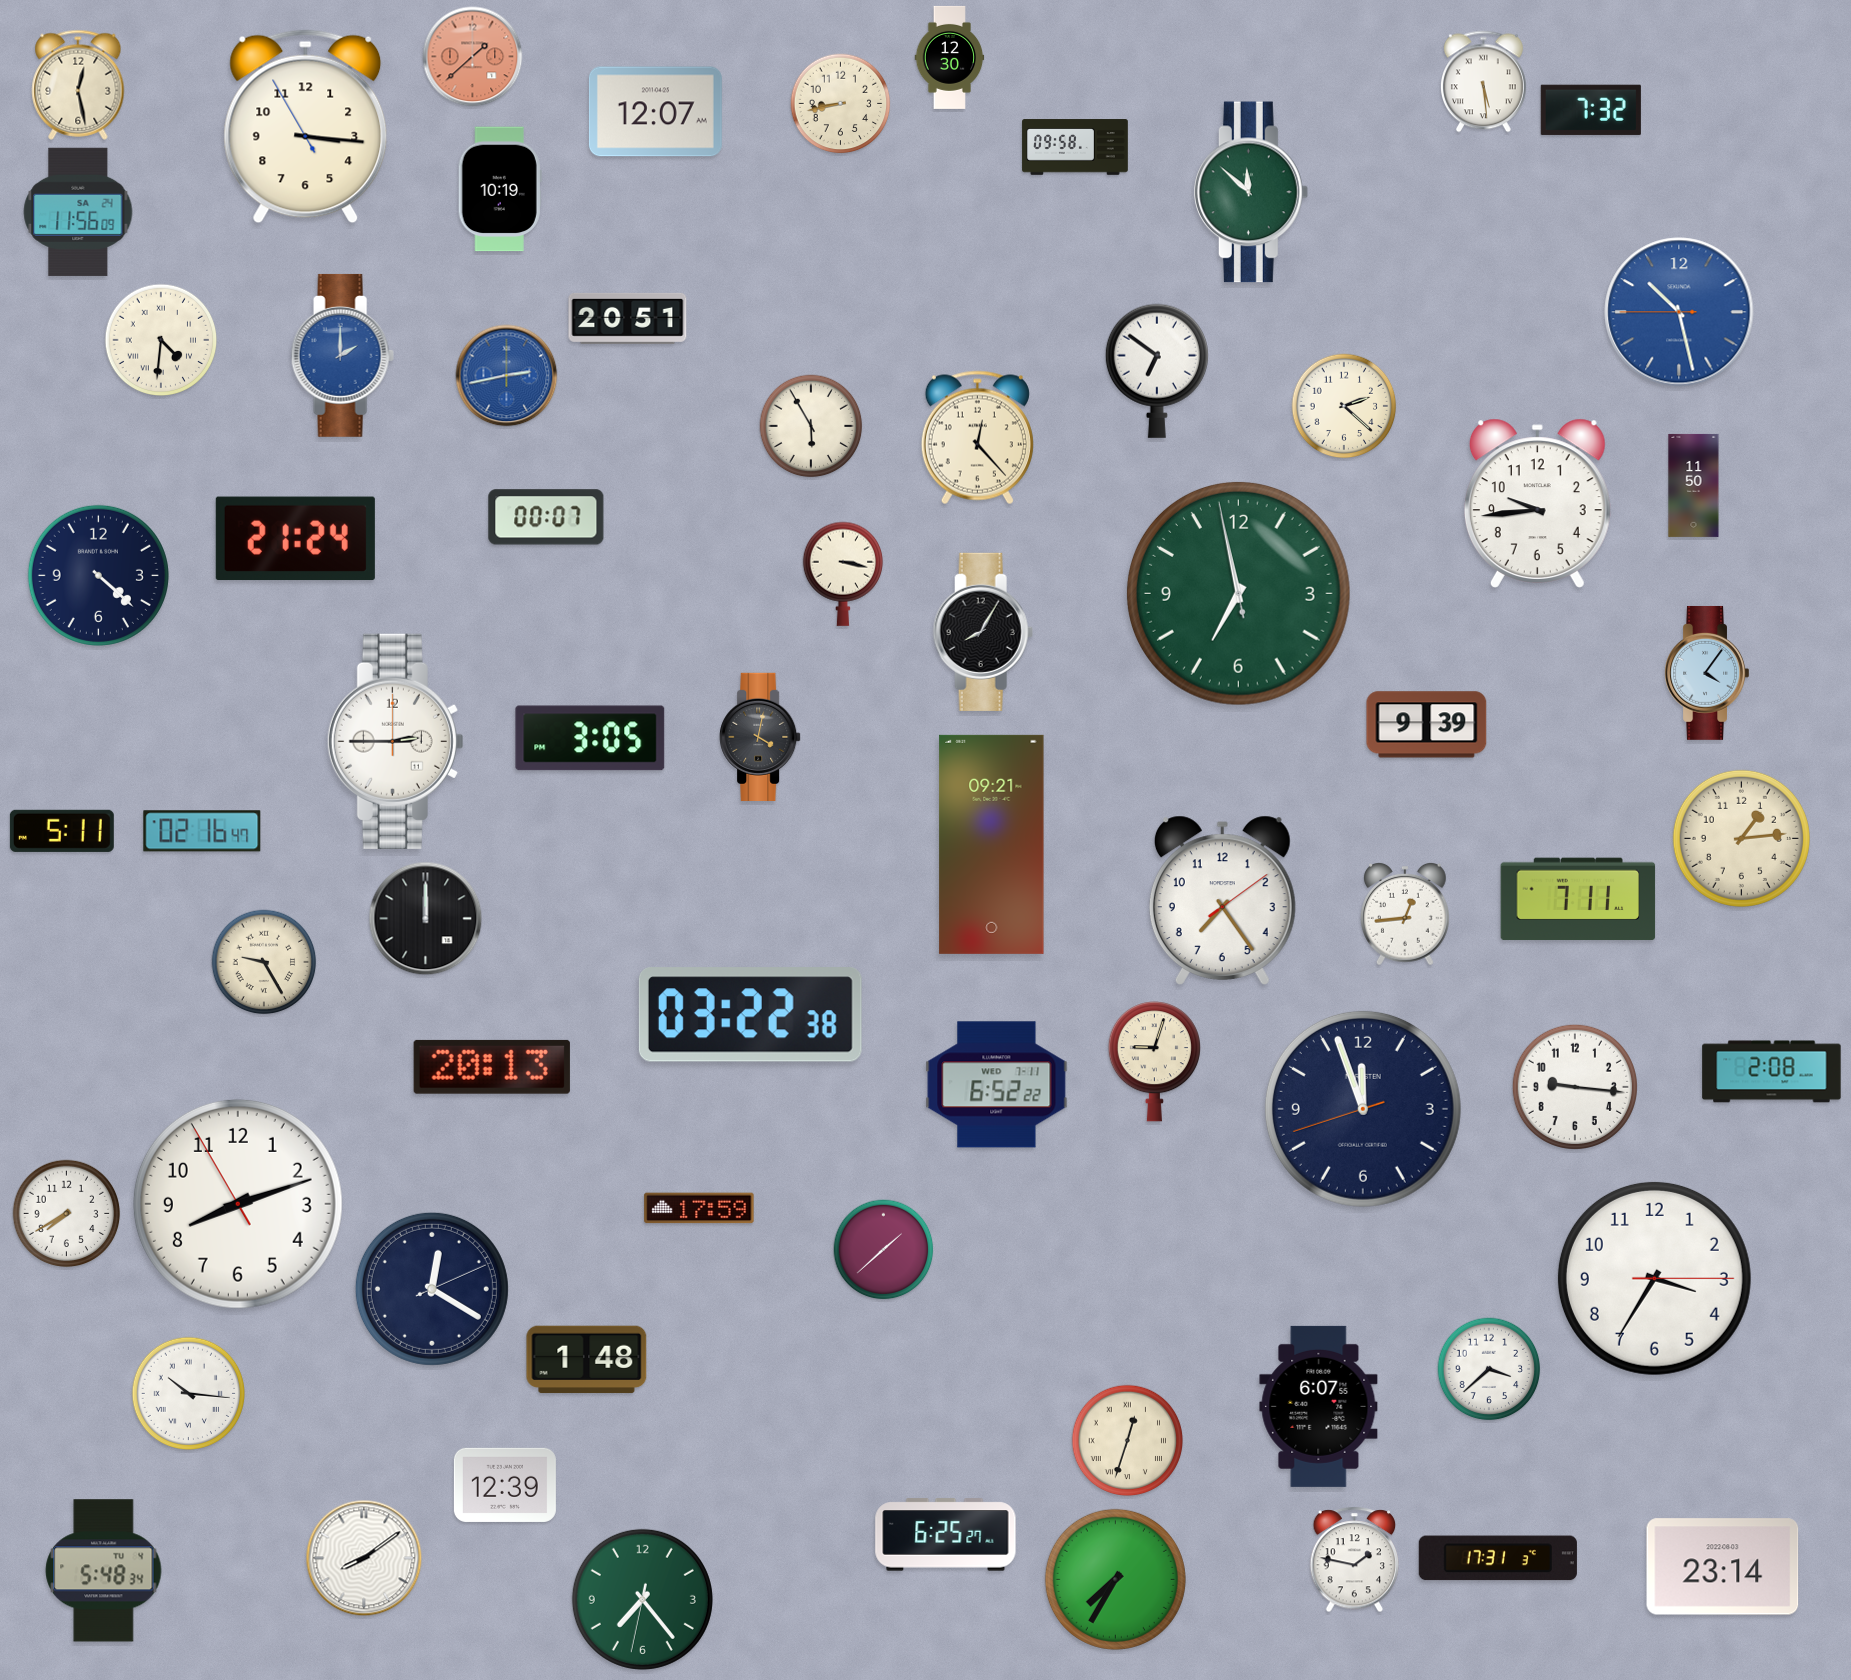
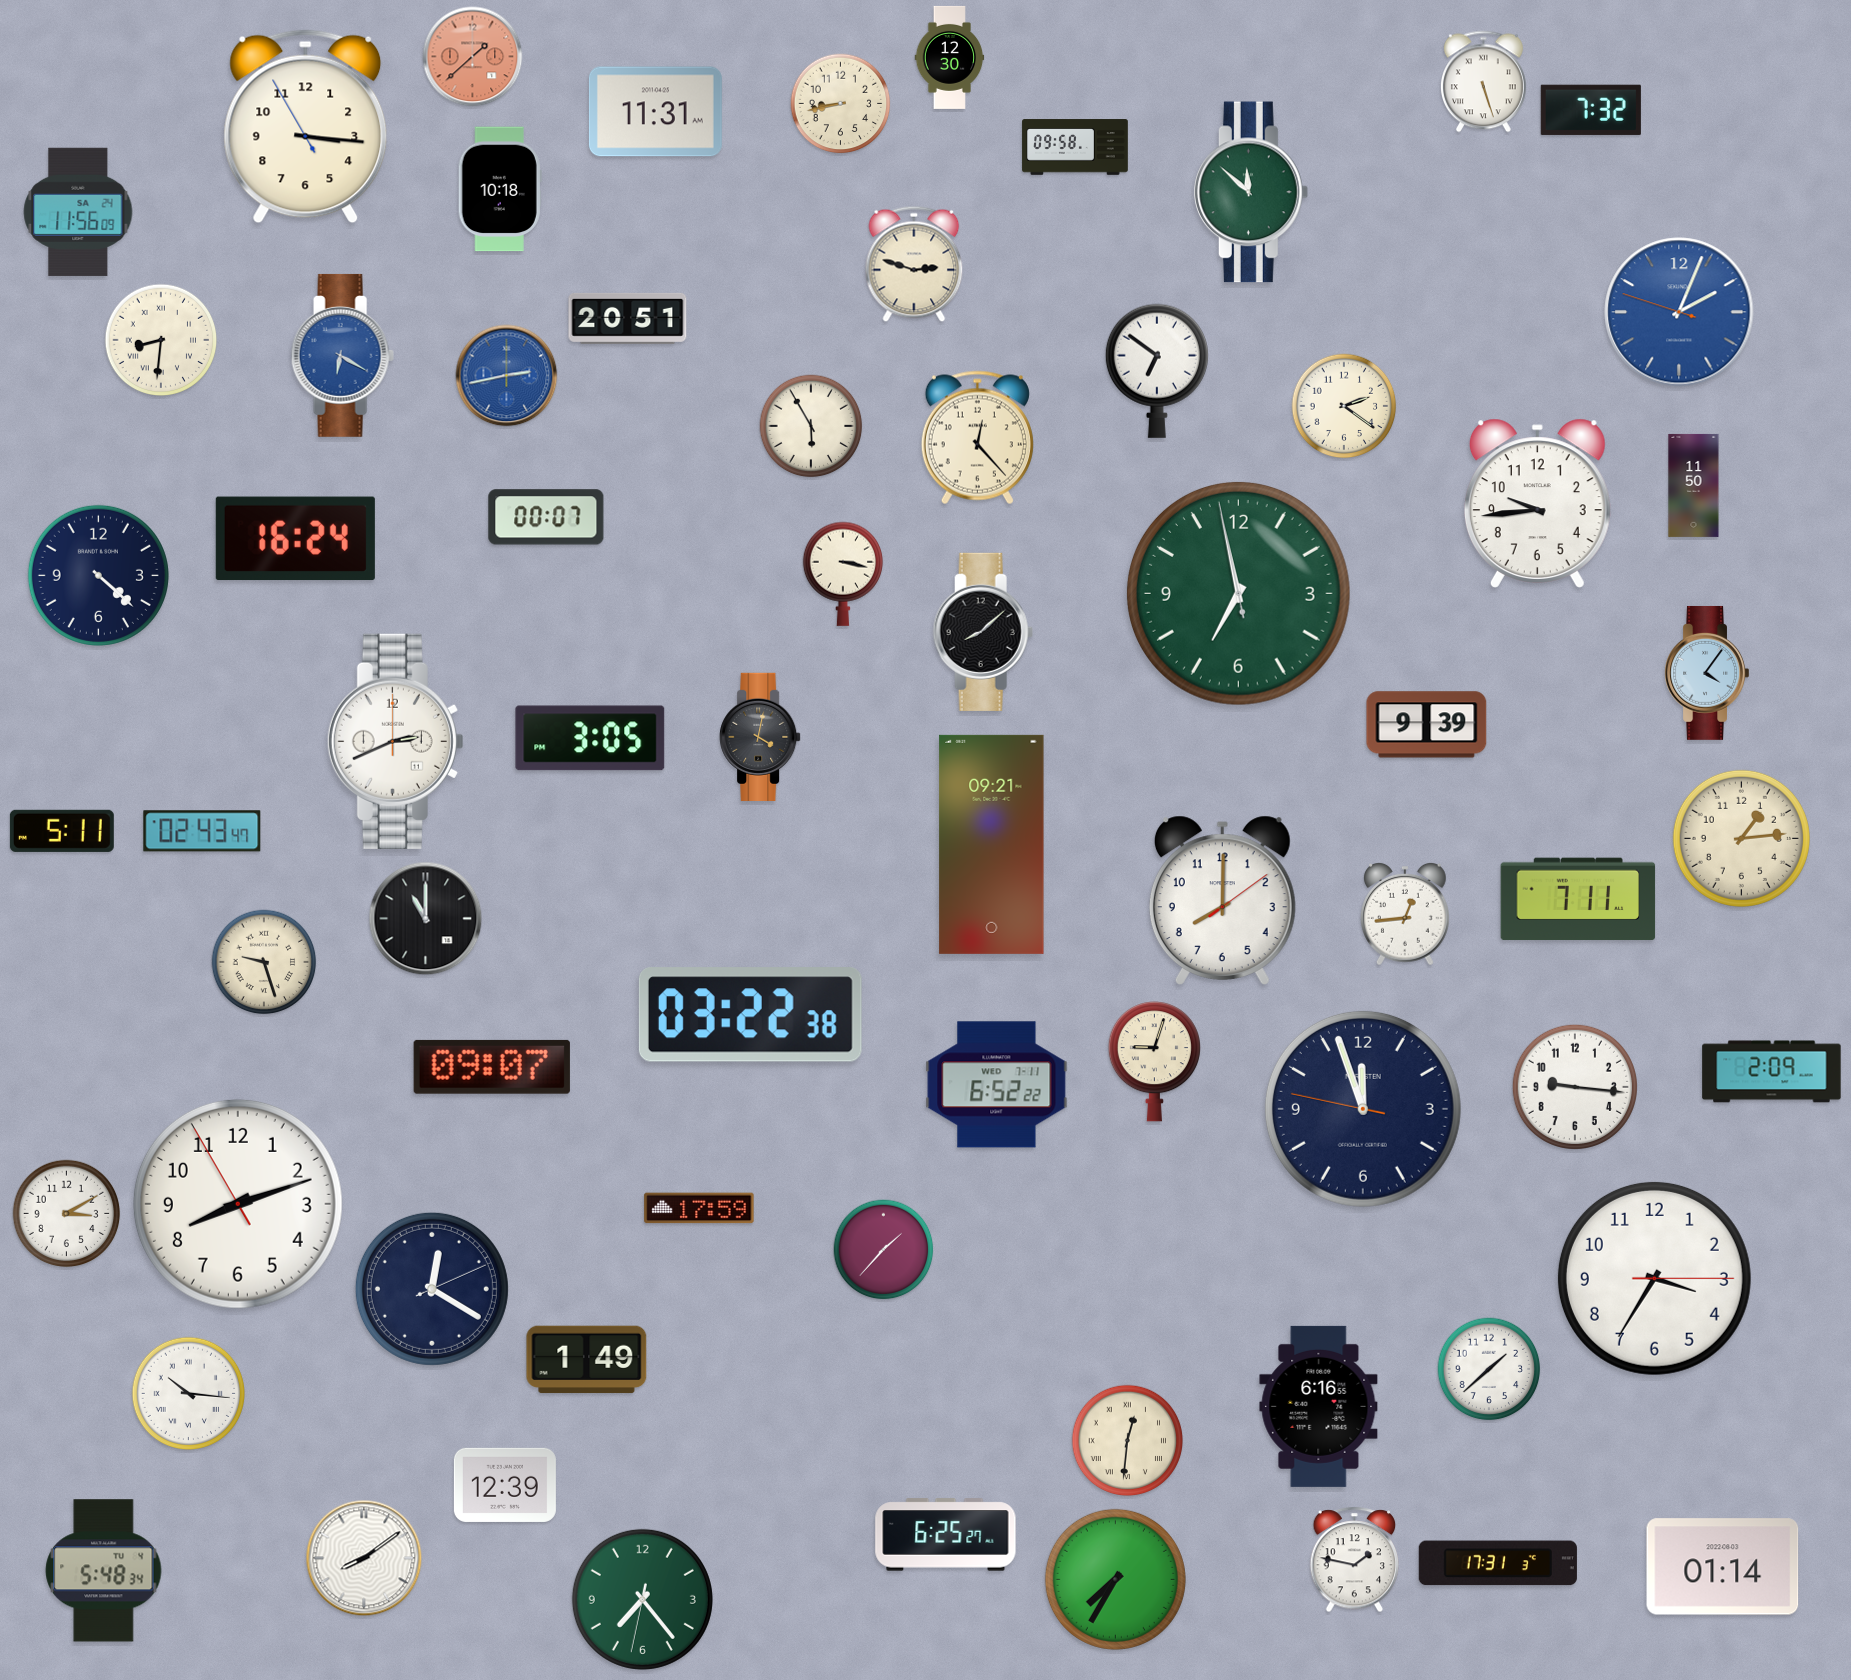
clock at (1483, 82): 5:29 -> 5:27
clock at (78, 85): 12:28 -> none
clock at (655, 112): 12:07 -> 11:31
clock at (500, 189): 10:19 -> 10:18
clock at (914, 264): none -> 2:48
clock at (1679, 312): 10:27 -> 2:03
clock at (161, 340): 4:31 -> 8:31
clock at (342, 355): 2:00 -> 6:20
clock at (1344, 406): 2:22 -> 2:21
clock at (295, 539): 21:24 -> 16:24
clock at (983, 632): 8:05 -> 8:08
clock at (395, 741): 2:45 -> 2:41
clock at (202, 831): 02:16 -> 02:43
clock at (1222, 900): 7:24 -> 8:00
clock at (426, 919): 12:00 -> 11:00
clock at (264, 962): 9:25 -> 9:27
clock at (492, 1067): 20:13 -> 09:07
clock at (1772, 1072): 2:08 -> 2:09
clock at (1363, 1109): 11:56:42 -> 11:56:47
clock at (67, 1214): 7:40 -> 3:10
clock at (884, 1250): 1:38 -> 1:37
clock at (587, 1360): 1:48 -> 1:49
clock at (1489, 1369): 3:38 -> 1:38
clock at (1319, 1406): 6:07 -> 6:16
clock at (1128, 1441): 12:33 -> 12:31
clock at (1498, 1558) position: (1498, 1558) -> (1498, 1563)
clock at (1723, 1567): 23:14 -> 01:14
